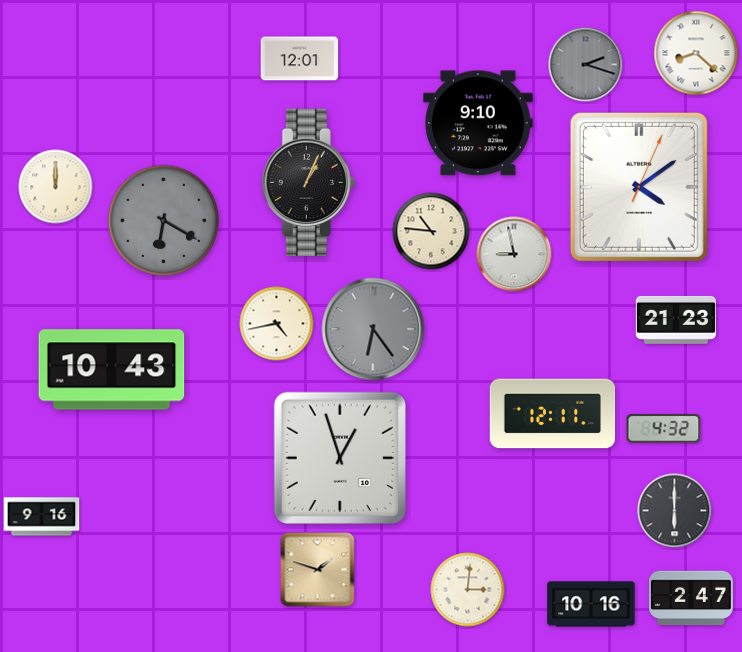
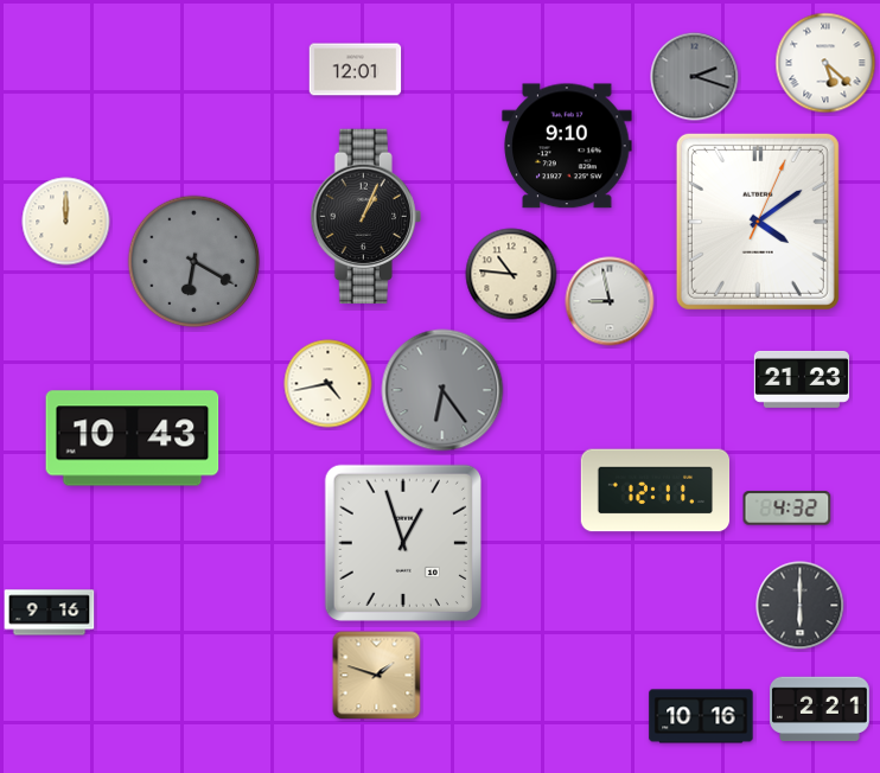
clock at (696, 53): 8:22 -> 5:22
clock at (468, 590): 3:01 -> none
clock at (692, 598): 2:47 -> 2:21
